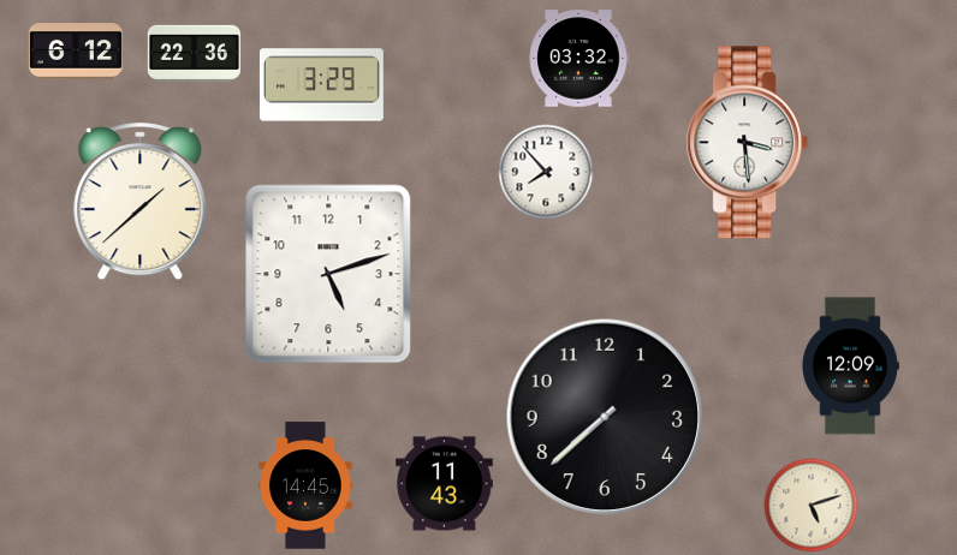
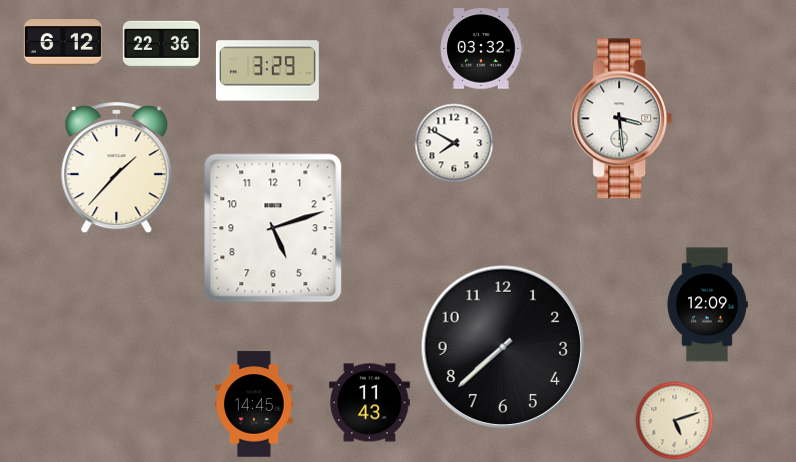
clock at (546, 172): 7:53 -> 7:50
clock at (141, 202): 1:38 -> 1:37
